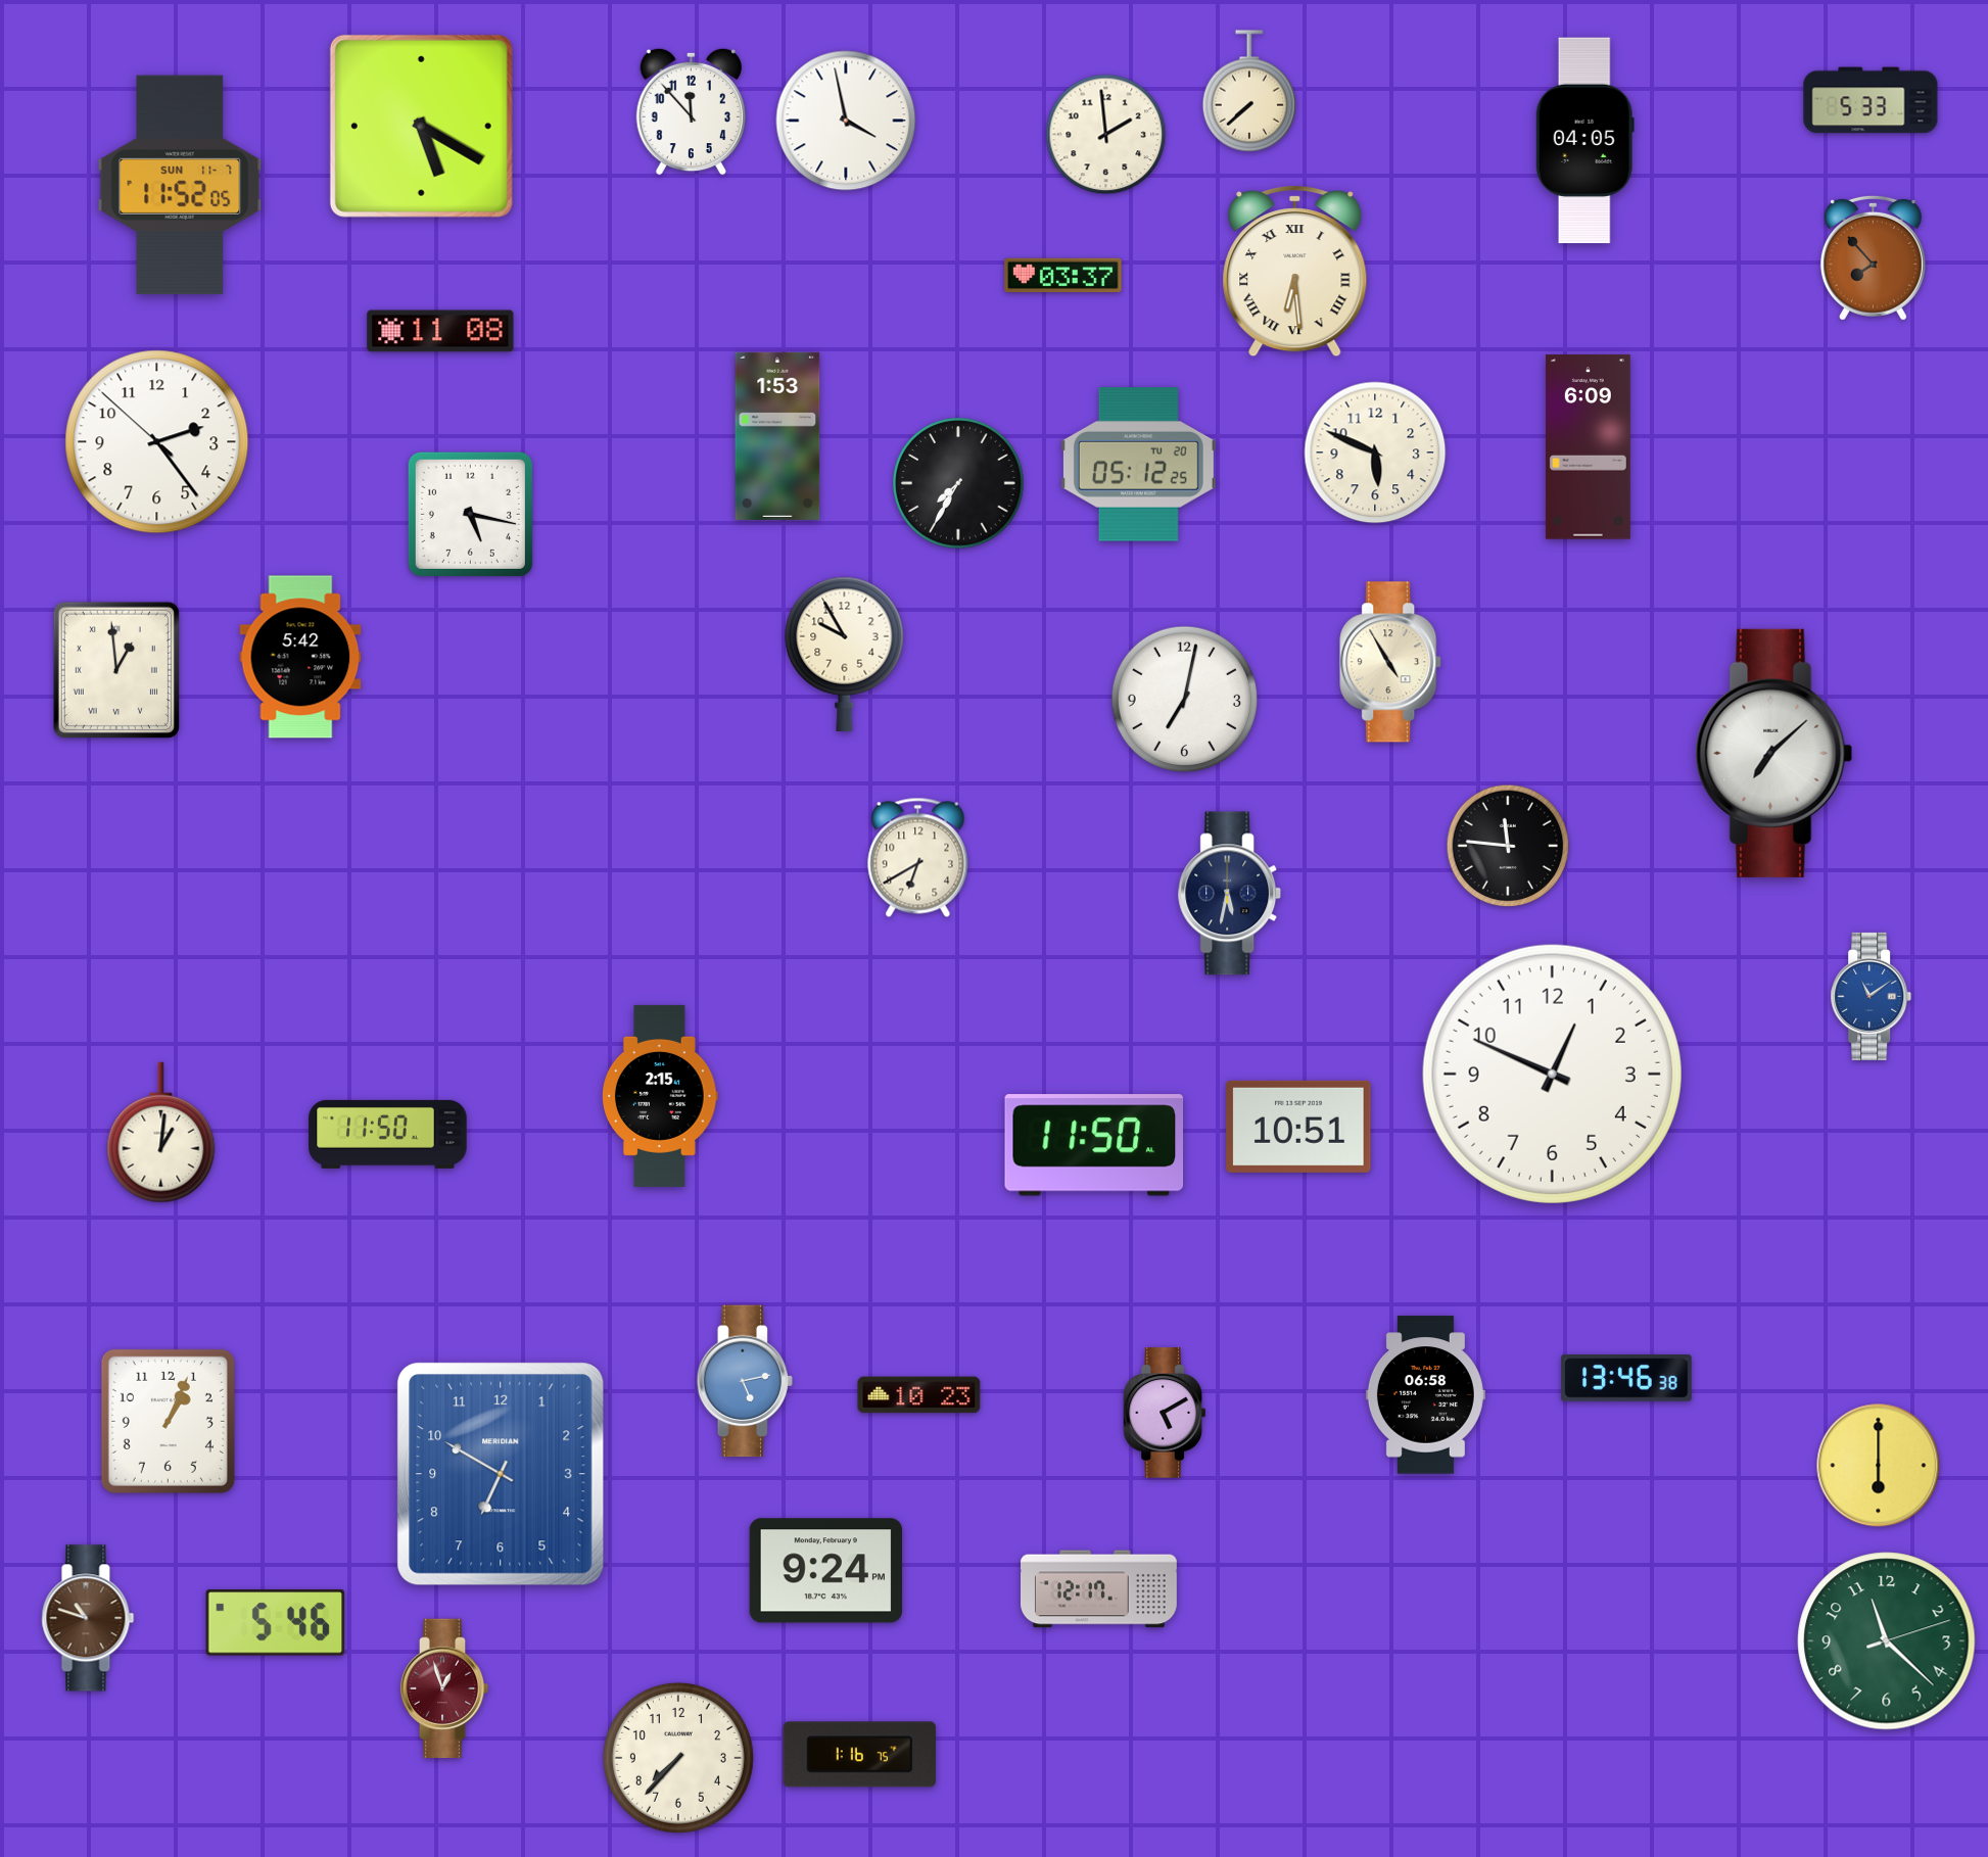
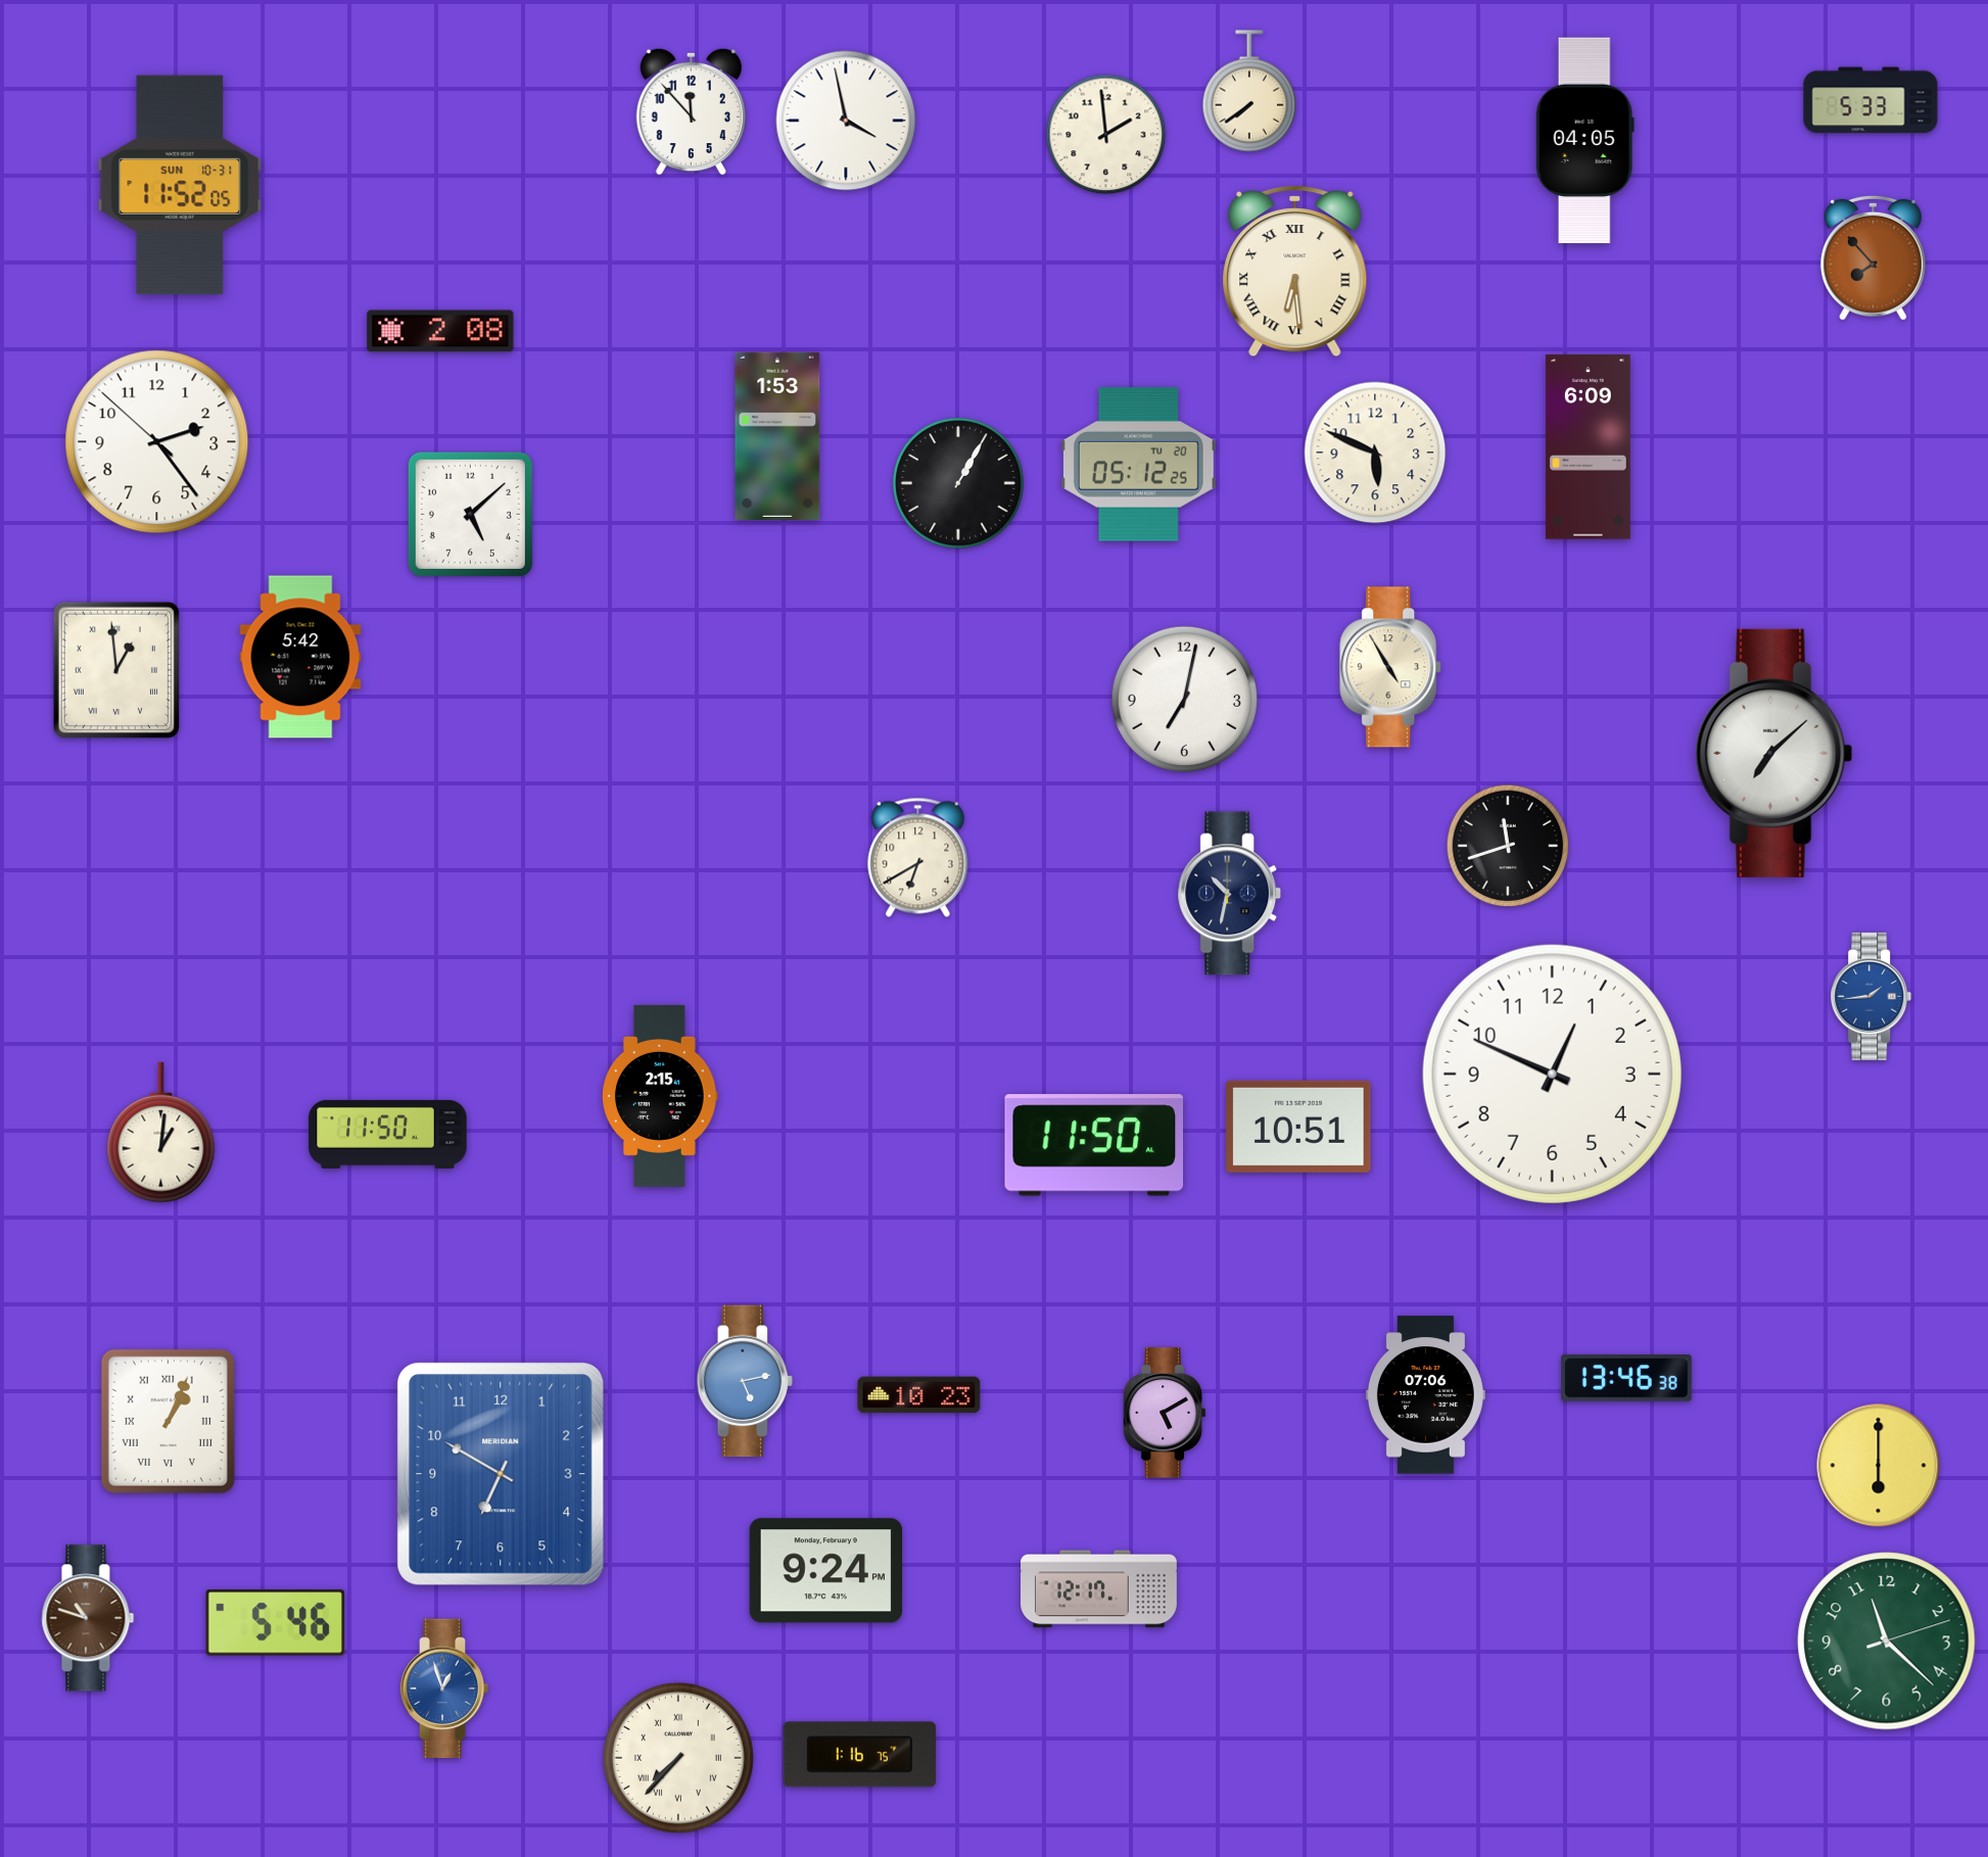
clock at (1248, 91): 7:38 -> 7:39
clock at (421, 126): 5:20 -> none
clock at (180, 185) date: SUN 11-7 -> SUN 10-31
clock at (1063, 276): 03:37 -> none
clock at (440, 331): 11:08 -> 2:08
clock at (958, 483): 7:35 -> 1:05
clock at (470, 514): 5:17 -> 5:08
clock at (845, 654): 9:55 -> none
clock at (1391, 662) position: (1391, 662) -> (1391, 667)
clock at (1508, 846): 11:46 -> 11:42
clock at (1230, 894): 5:32 -> 10:32
clock at (1872, 996): 11:09 -> 1:44
clock at (1425, 1395): 06:58 -> 07:06
clock at (168, 1421) numerals: Arabic -> Roman
clock at (444, 1688) dial: burgundy -> blue
clock at (678, 1758) numerals: Arabic -> Roman
